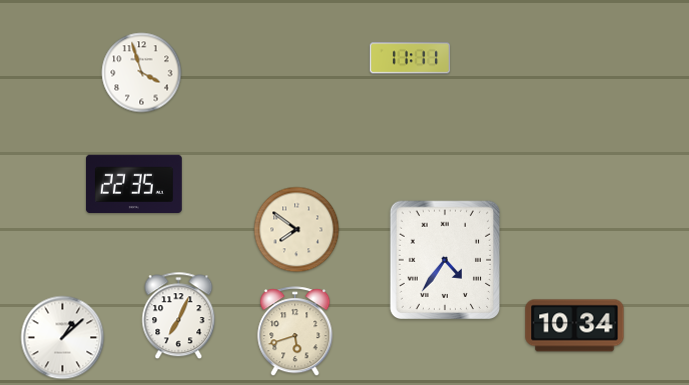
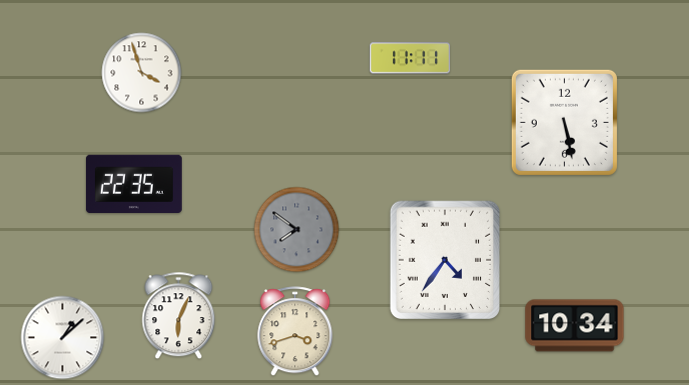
clock at (564, 122): none -> 5:28
clock at (297, 230) dial: cream -> grey
clock at (179, 316): 7:04 -> 6:04
clock at (295, 332): 5:42 -> 3:42
